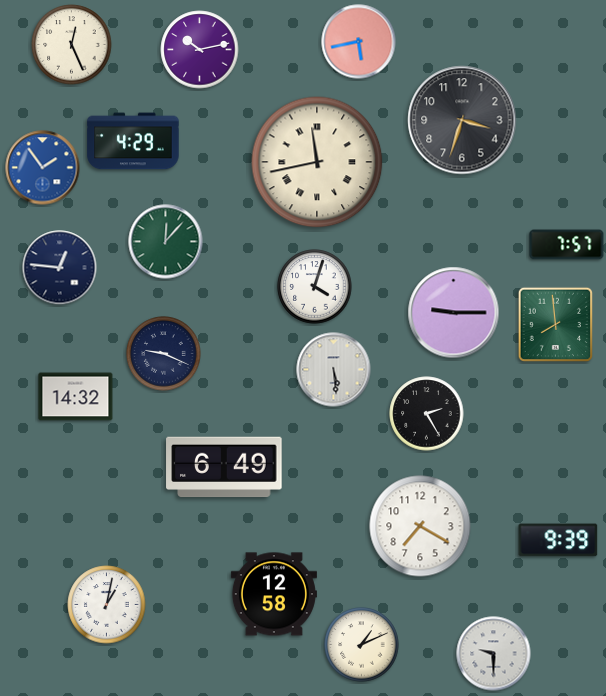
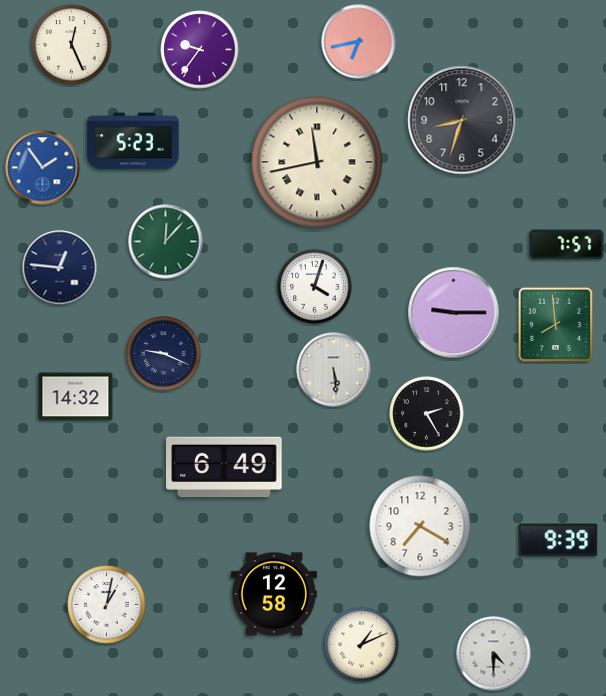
clock at (359, 42): 5:43 -> 6:43
clock at (200, 50): 10:13 -> 9:36
clock at (462, 120): 3:33 -> 8:33
clock at (133, 141): 4:29 -> 5:23
clock at (494, 654): 9:30 -> 4:30
